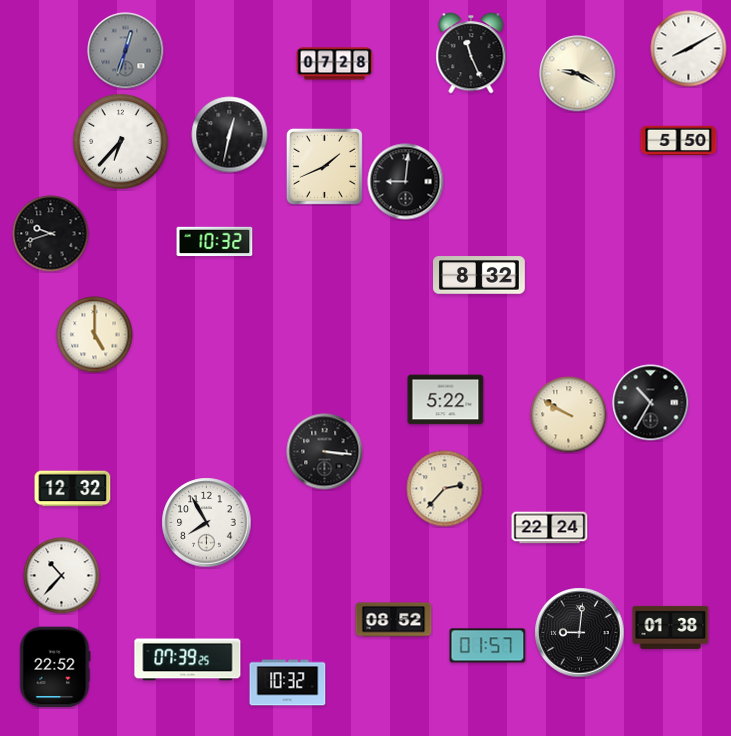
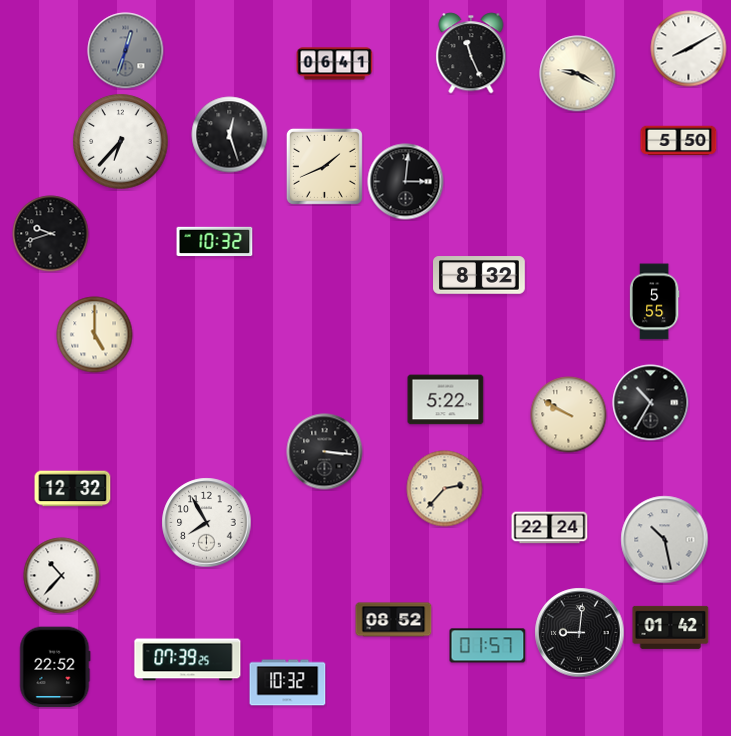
clock at (335, 64): 07:28 -> 06:41
clock at (230, 135): 12:32 -> 12:27
clock at (406, 182): 9:01 -> 3:01
clock at (654, 302): none -> 5:55
clock at (665, 540): none -> 10:28
clock at (671, 627): 01:38 -> 01:42
